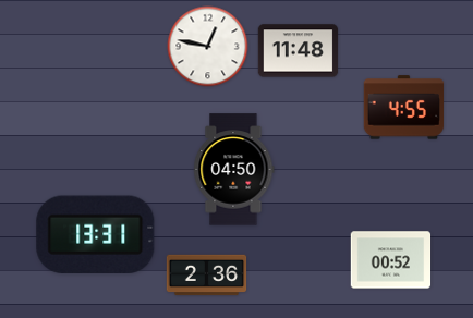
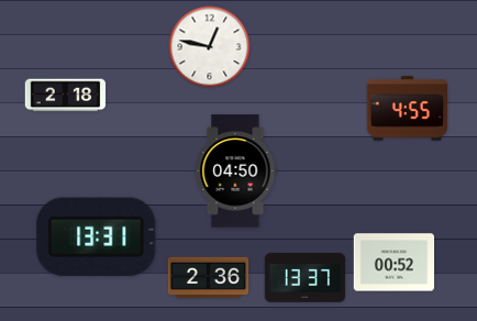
clock at (299, 51): 11:48 -> none
clock at (66, 96): none -> 2:18
clock at (306, 278): none -> 13:37
